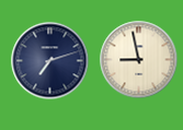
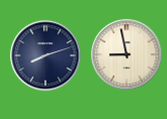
clock at (50, 61): 7:12 -> 8:12
